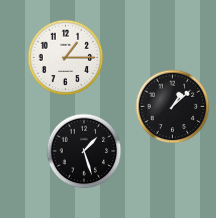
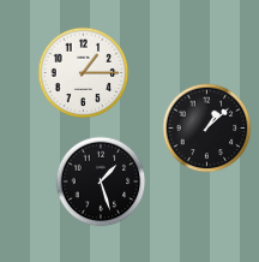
clock at (66, 58) position: (66, 58) -> (84, 73)
